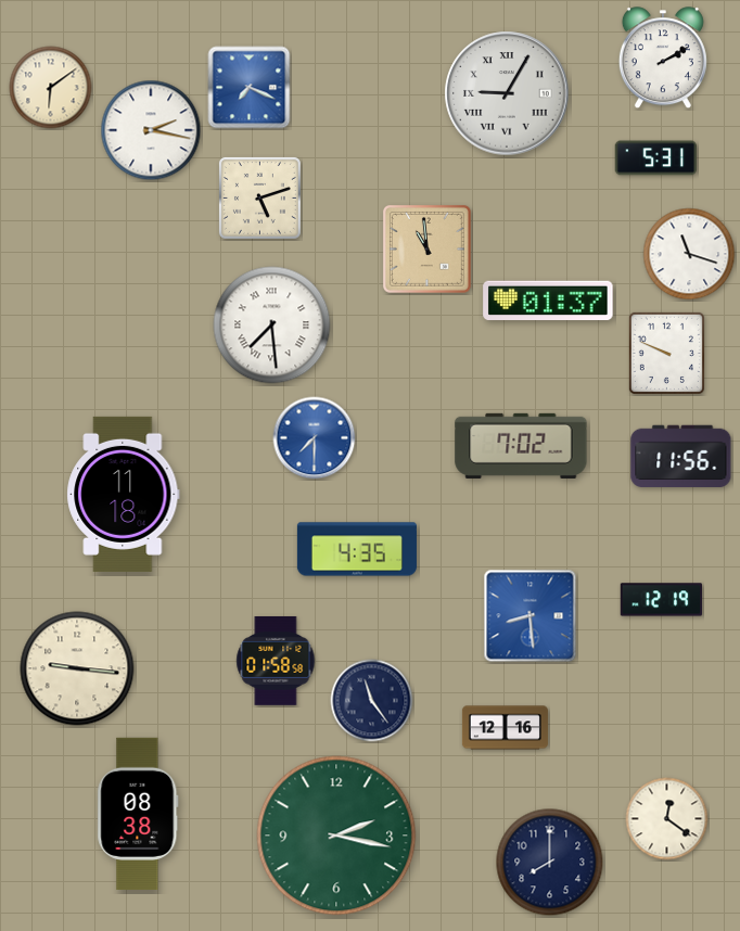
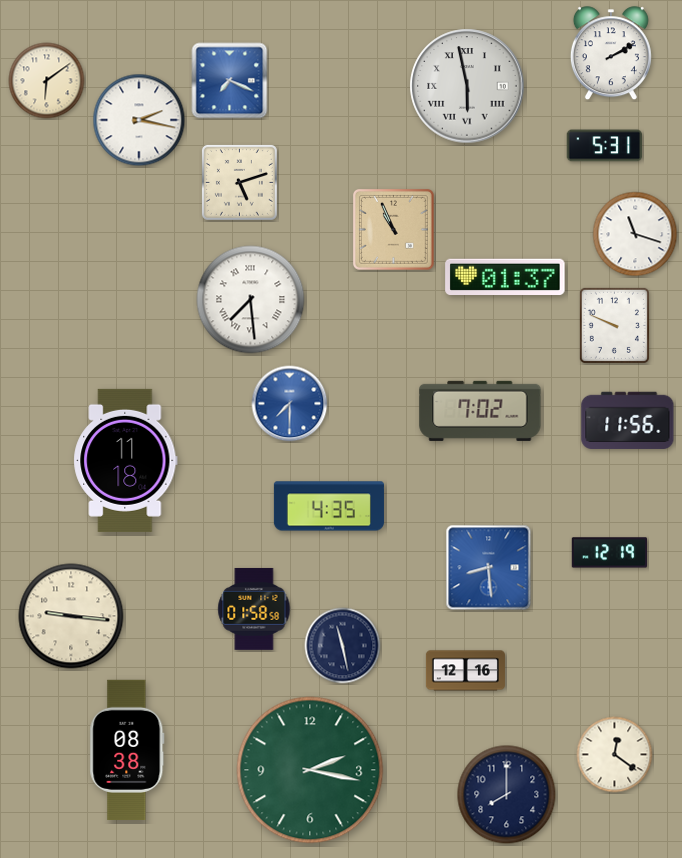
clock at (507, 93): 9:05 -> 5:58
clock at (426, 248): 10:59 -> 10:56
clock at (124, 494) position: (124, 494) -> (126, 460)
clock at (372, 701): 11:24 -> 11:28
